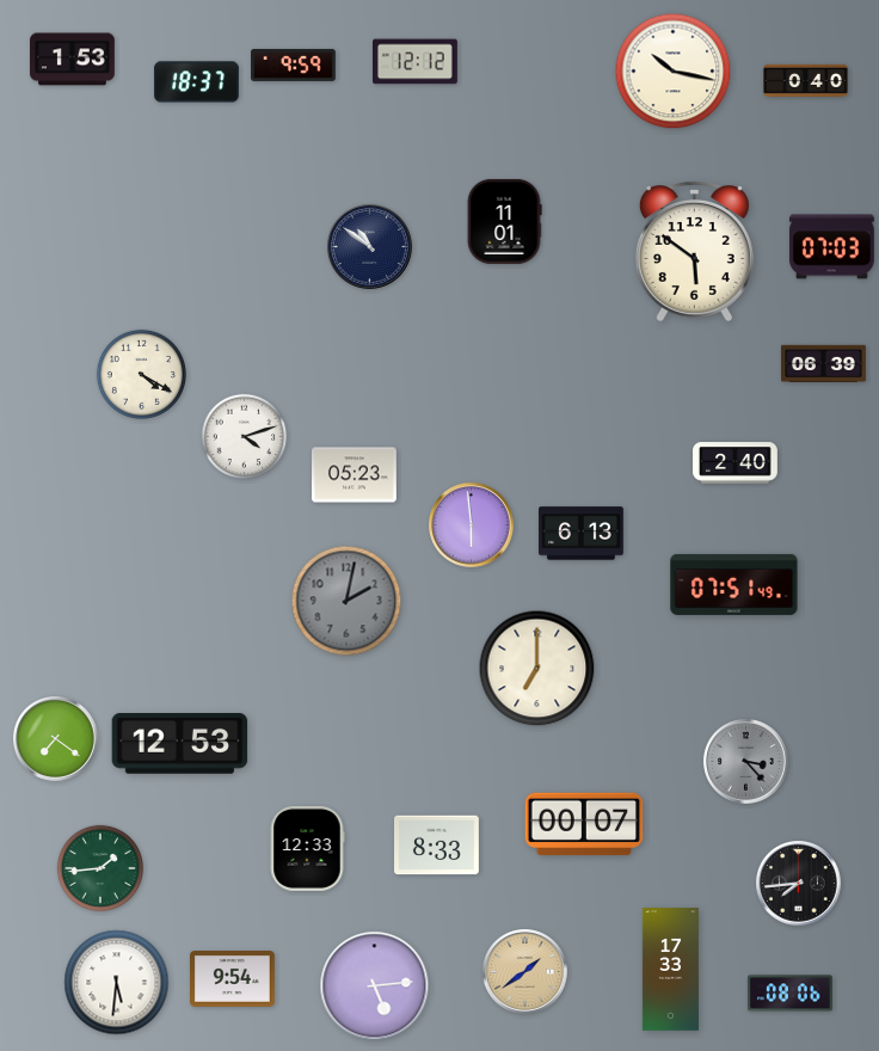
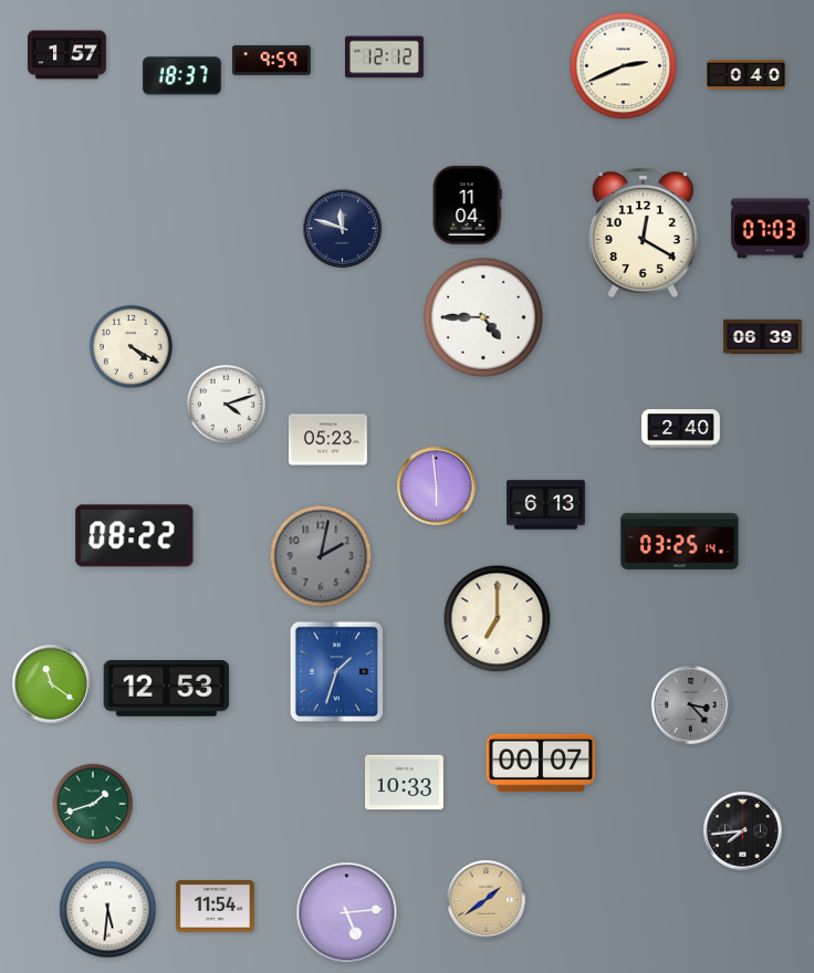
clock at (73, 60): 1:53 -> 1:57
clock at (674, 72): 10:17 -> 2:41
clock at (504, 222): 11:01 -> 11:04
clock at (370, 247): 10:51 -> 11:48
clock at (694, 252): 5:51 -> 12:20
clock at (483, 317): none -> 4:45
clock at (582, 534) position: (582, 534) -> (546, 505)
clock at (135, 536): none -> 08:22
clock at (734, 584): 07:51 -> 03:25
clock at (337, 672): none -> 1:33
clock at (56, 739): 7:21 -> 11:21
clock at (437, 846): 8:33 -> 10:33
clock at (307, 849): 12:33 -> none
clock at (100, 868): 1:44 -> 1:42
clock at (799, 884) position: (799, 884) -> (743, 831)
clock at (670, 970): 17:33 -> none
clock at (233, 979): 9:54 -> 11:54
clock at (791, 994): 08:06 -> none
